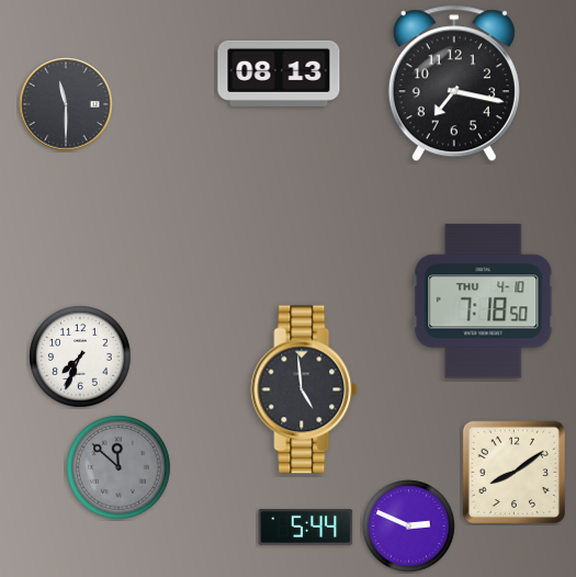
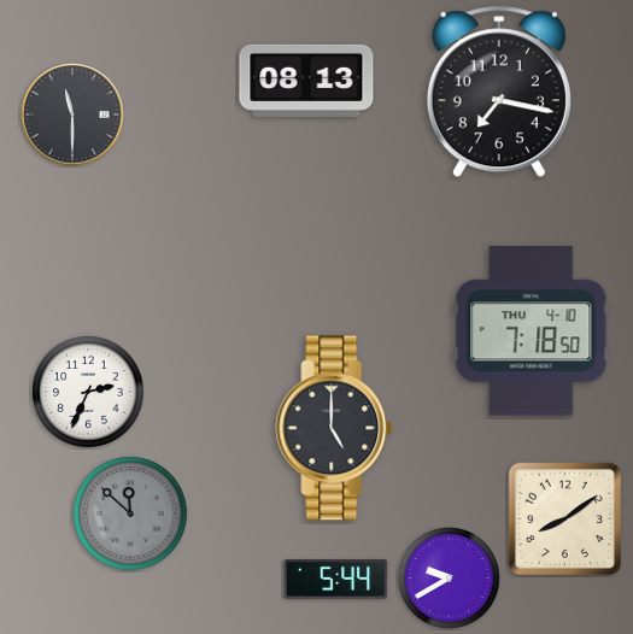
clock at (80, 357): 7:34 -> 2:34
clock at (304, 389): 4:59 -> 5:00
clock at (409, 527): 2:49 -> 9:40
